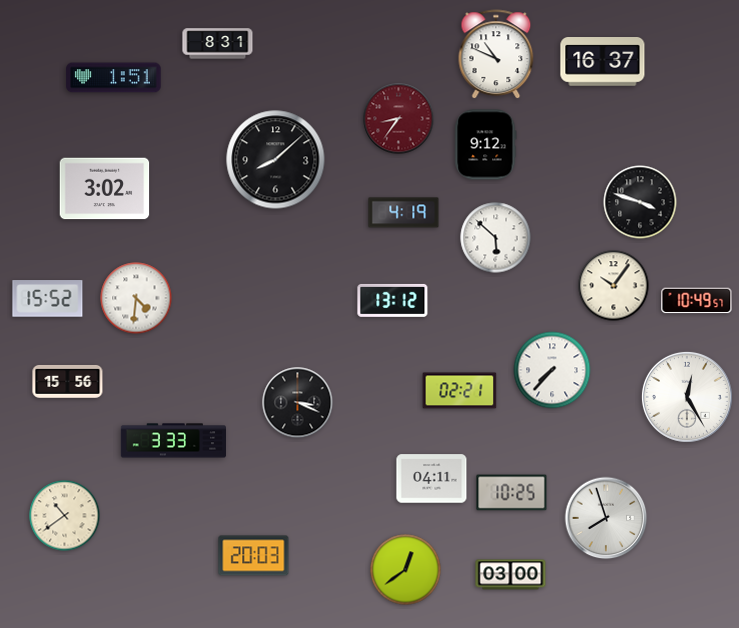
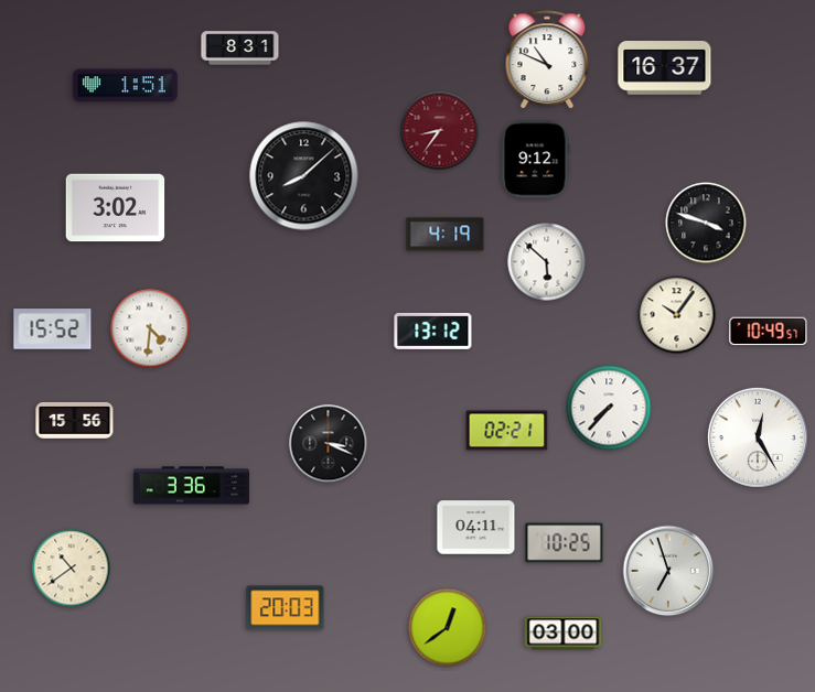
clock at (173, 441): 3:33 -> 3:36
clock at (606, 518): 7:57 -> 6:57
clock at (254, 556) position: (254, 556) -> (286, 608)
